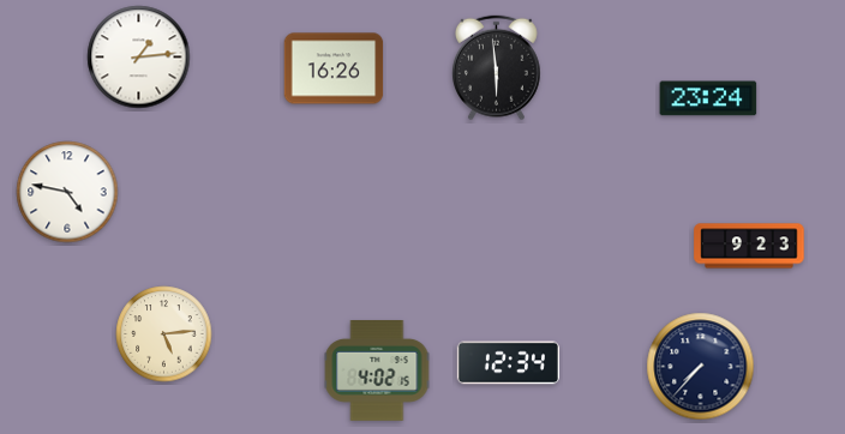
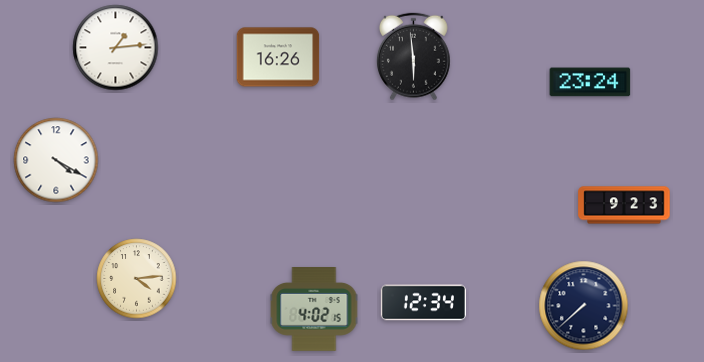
clock at (67, 192): 4:47 -> 4:20
clock at (164, 334): 5:14 -> 4:14
clock at (701, 367): 7:37 -> 7:38
